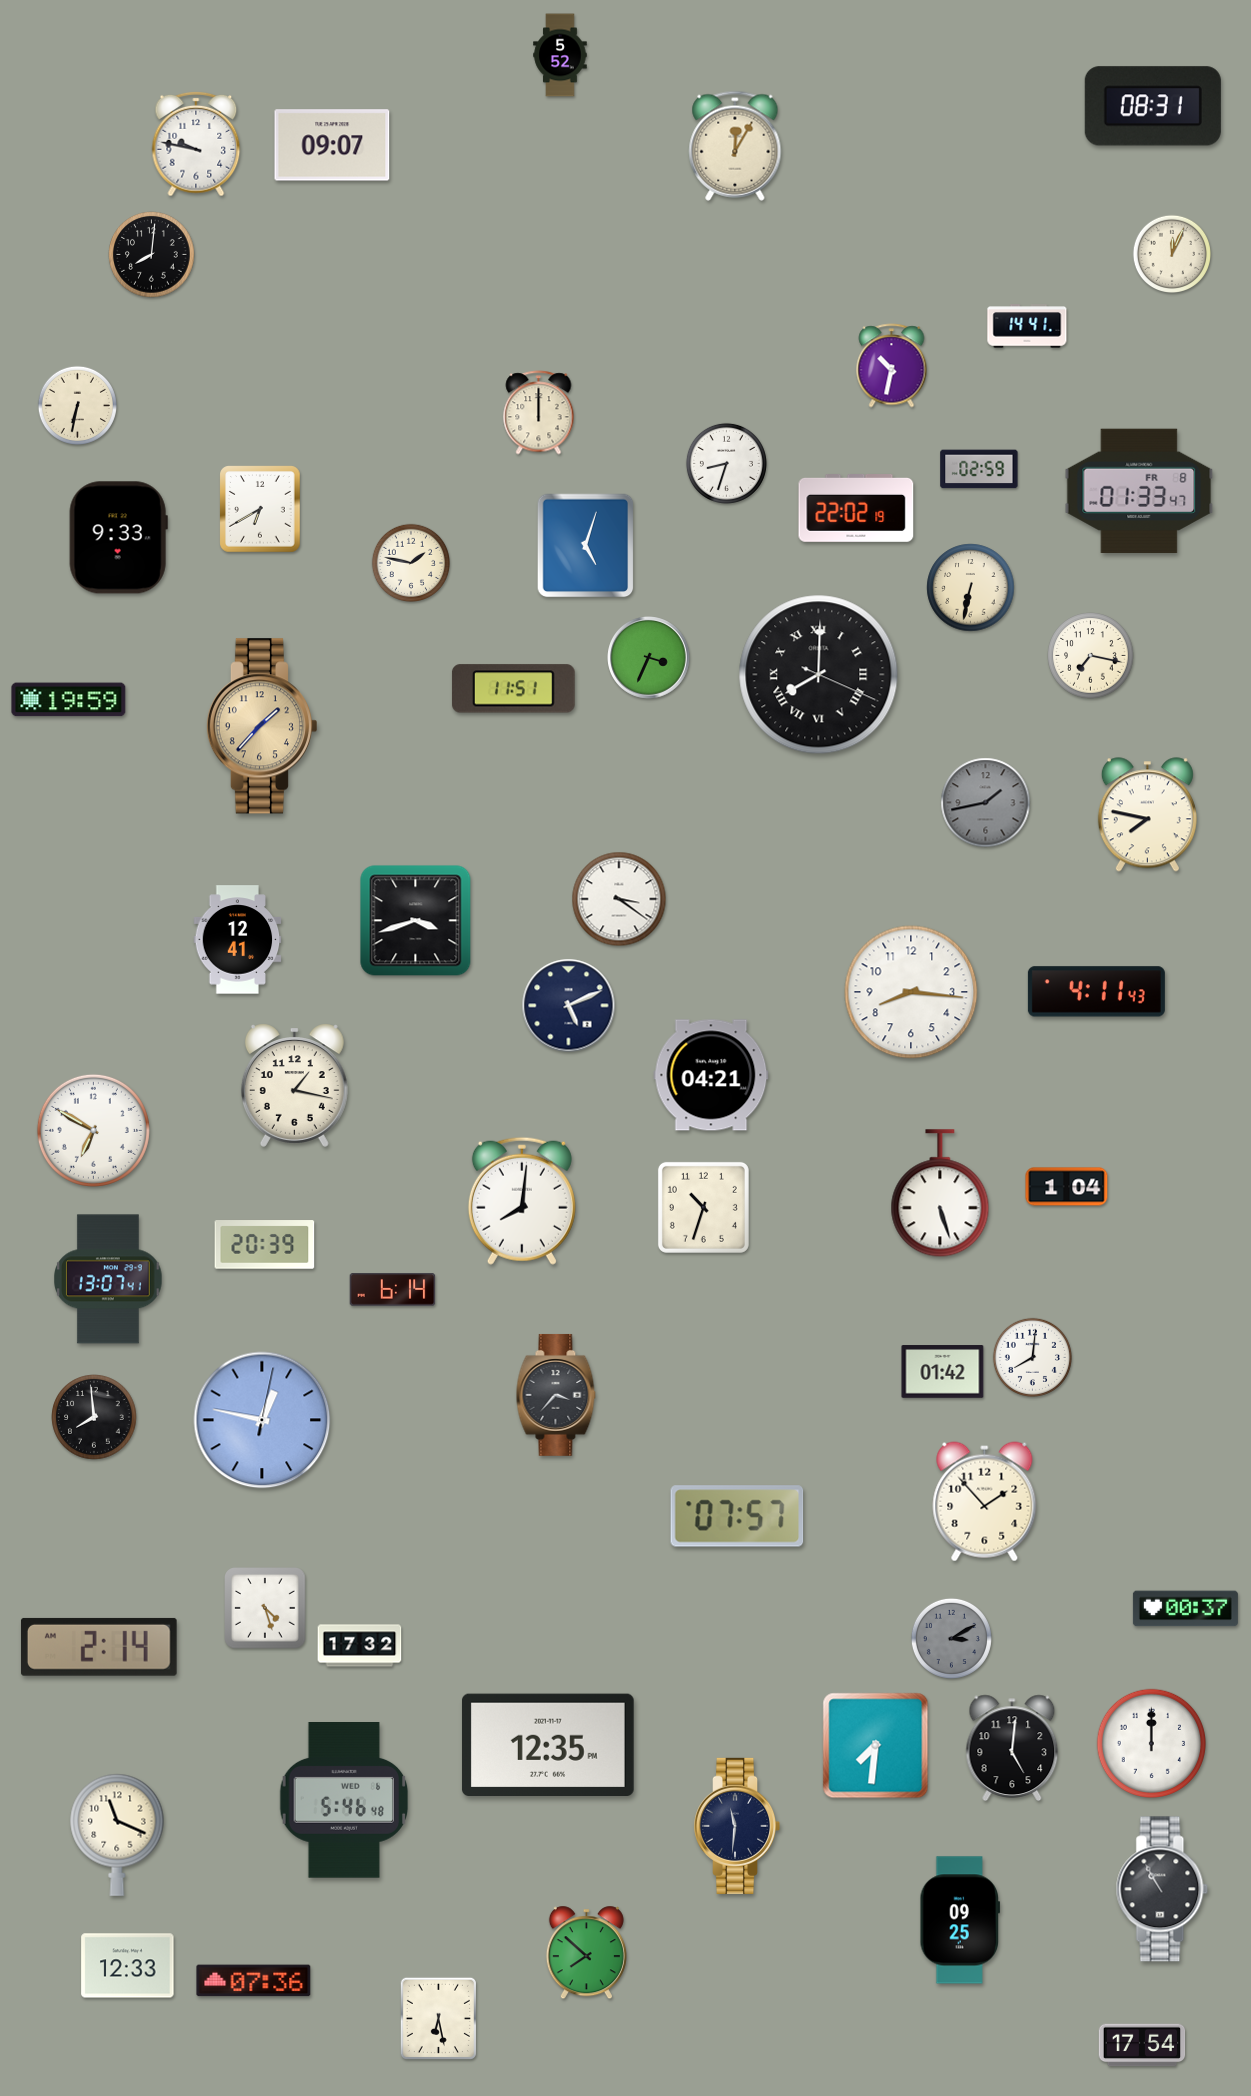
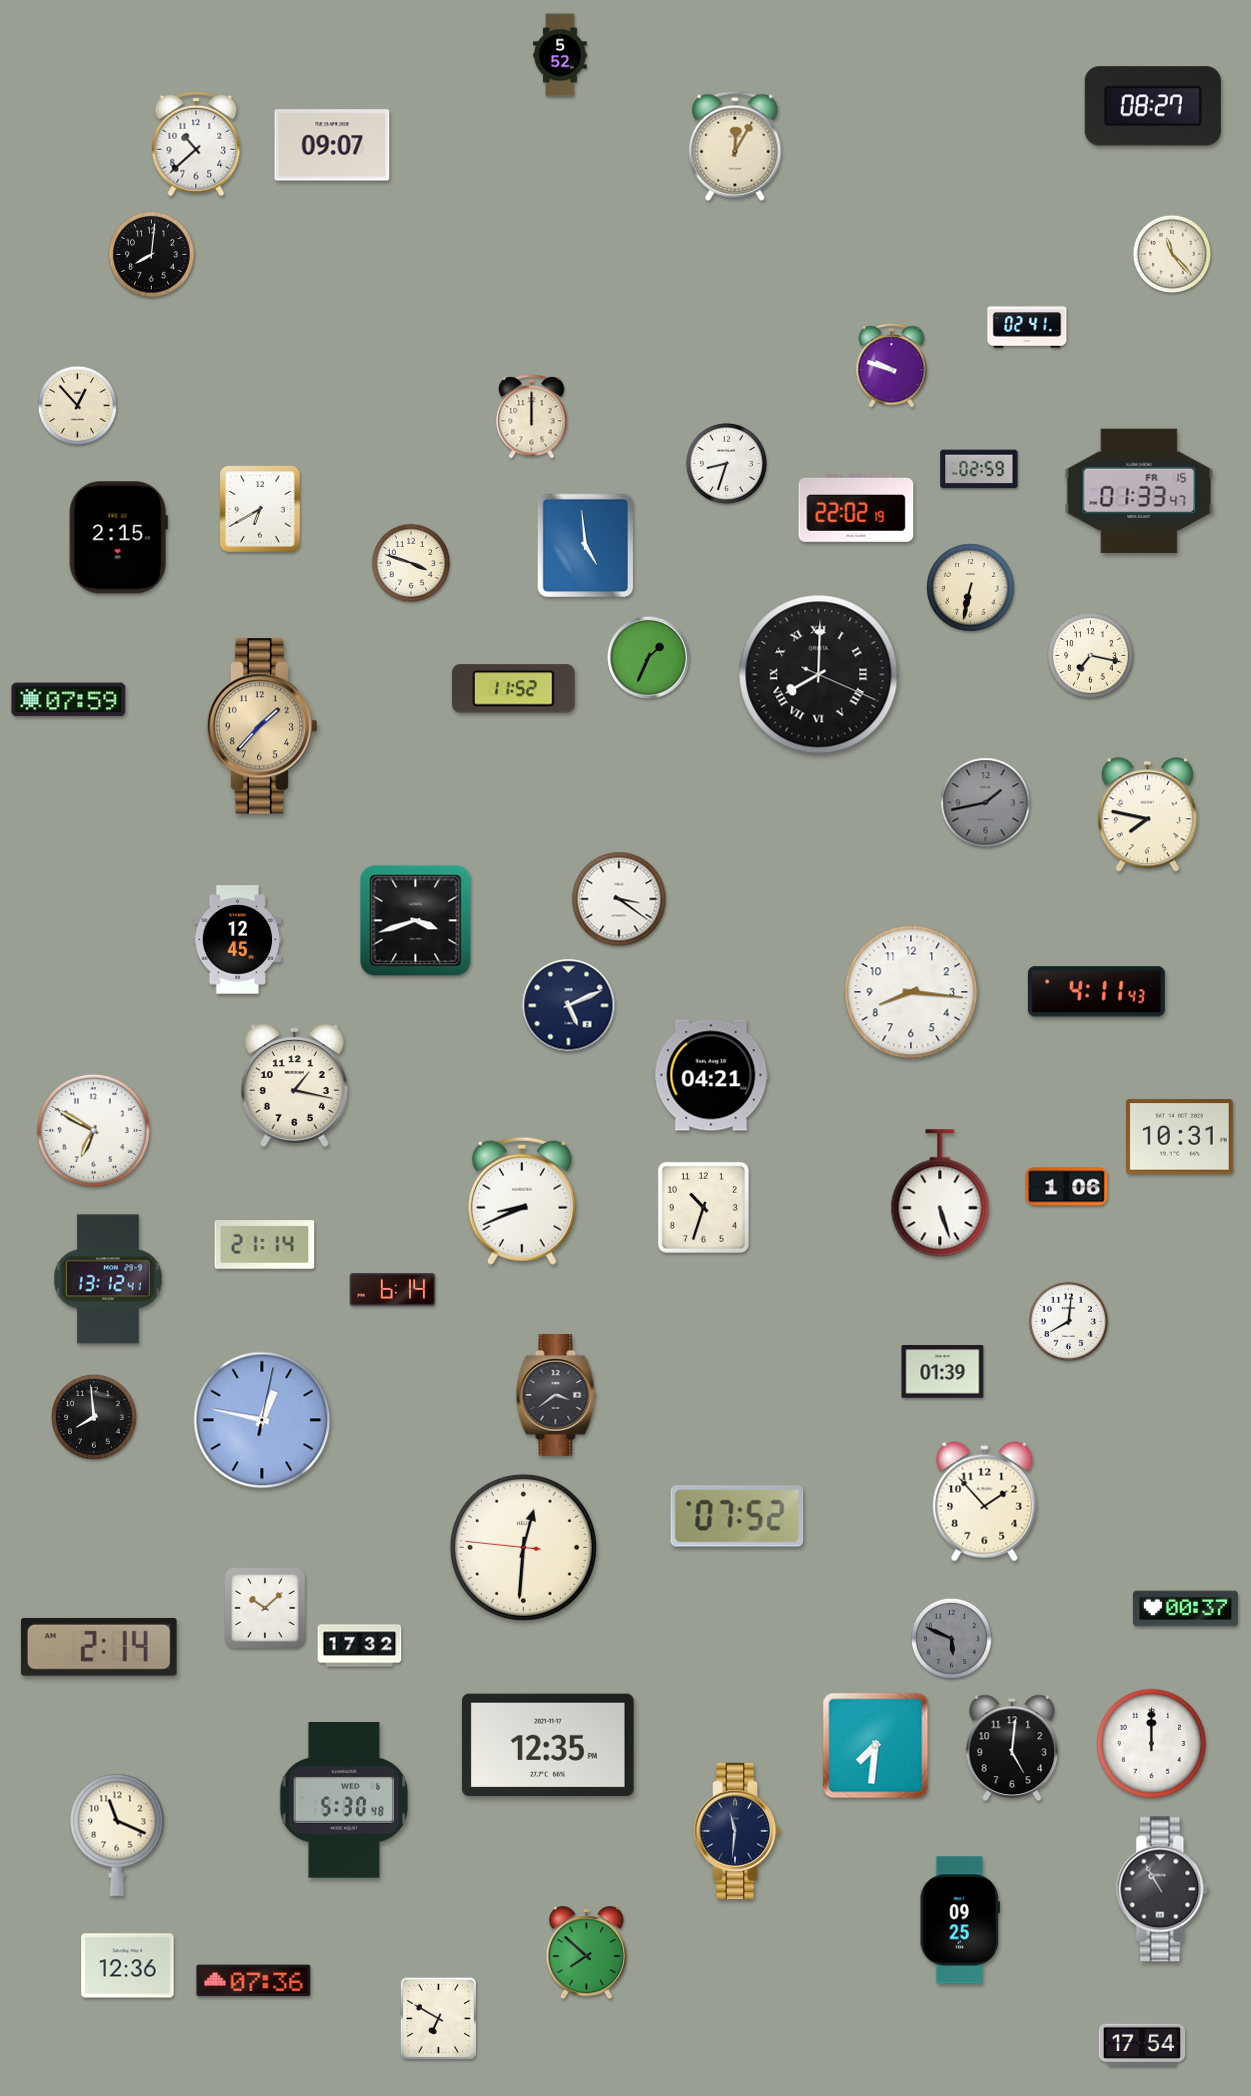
clock at (1153, 106): 08:31 -> 08:27
clock at (196, 144): 9:47 -> 10:38
clock at (1172, 254): 12:04 -> 11:23
clock at (1027, 326): 14:41 -> 02:41
clock at (892, 366): 10:32 -> 9:48
clock at (77, 405): 6:32 -> 12:53
clock at (539, 413) position: (539, 413) -> (532, 417)
clock at (1139, 490) date: FR 8 -> FR 15
clock at (118, 538): 9:33 -> 2:15
clock at (586, 546): 5:03 -> 4:59
clock at (411, 563): 1:47 -> 3:48
clock at (649, 658): 3:34 -> 1:34
clock at (513, 689): 11:51 -> 11:52
clock at (69, 700): 19:59 -> 07:59
clock at (238, 940): 12:41 -> 12:45
clock at (1180, 1137): none -> 10:31
clock at (1067, 1187): 1:04 -> 1:06
clock at (522, 1201): 8:01 -> 8:41
clock at (265, 1245): 20:39 -> 21:14
clock at (108, 1279): 13:07 -> 13:12
clock at (1032, 1357) position: (1032, 1357) -> (1068, 1321)
clock at (943, 1372): 01:42 -> 01:39
clock at (556, 1395): 3:37 -> 3:39
clock at (737, 1516): 07:57 -> 07:52
clock at (523, 1547): none -> 12:30
clock at (266, 1609): 4:27 -> 10:08
clock at (951, 1638): 3:10 -> 5:49
clock at (344, 1801): 5:46 -> 5:30
clock at (737, 1826) position: (737, 1826) -> (737, 1831)
clock at (128, 1966): 12:33 -> 12:36
clock at (438, 2018): 6:28 -> 6:50
